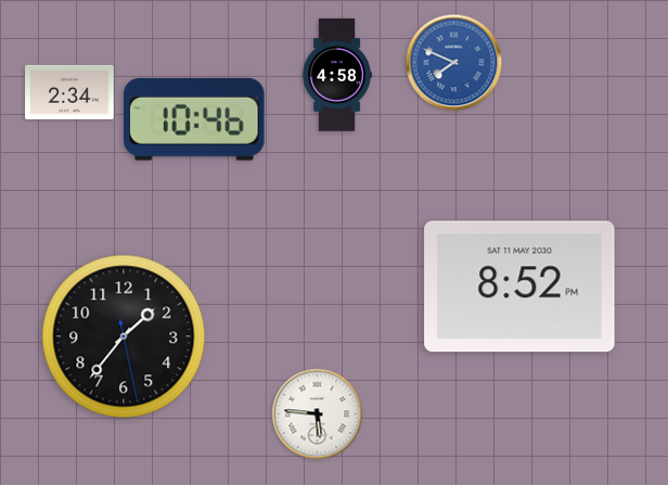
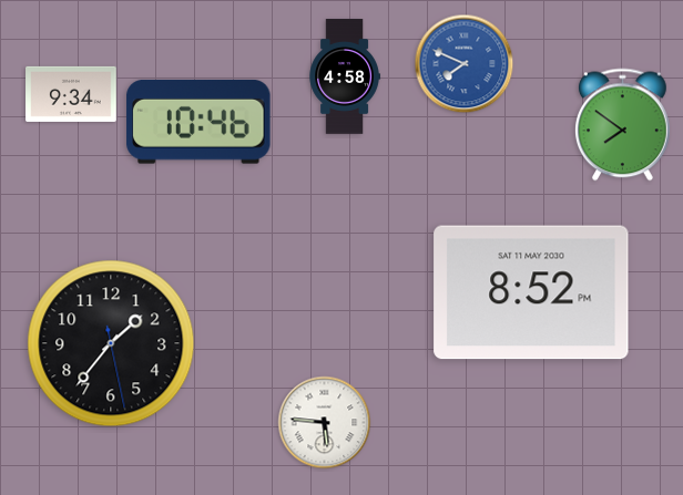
clock at (69, 92): 2:34 -> 9:34
clock at (622, 125): none -> 7:51
clock at (124, 336) position: (124, 336) -> (111, 343)
